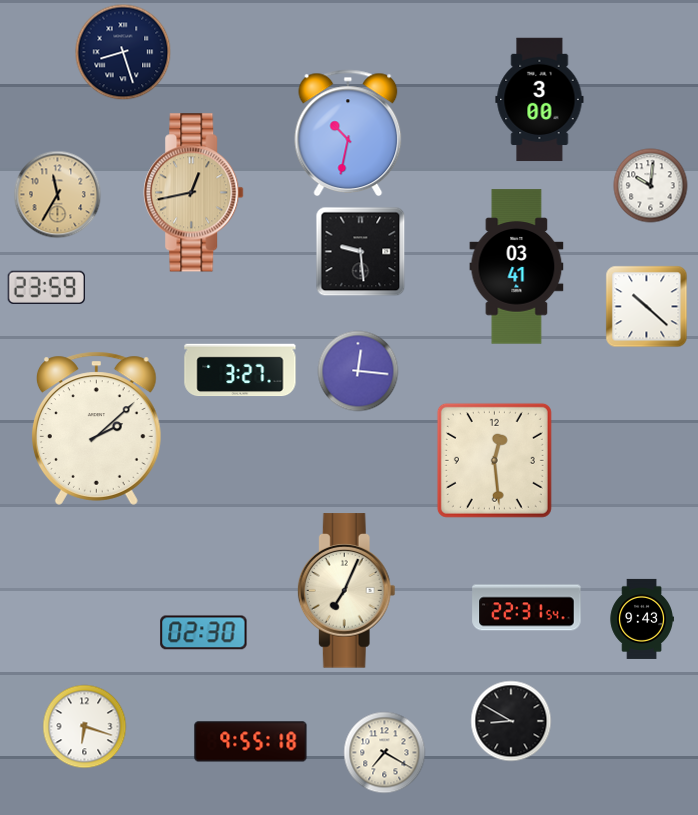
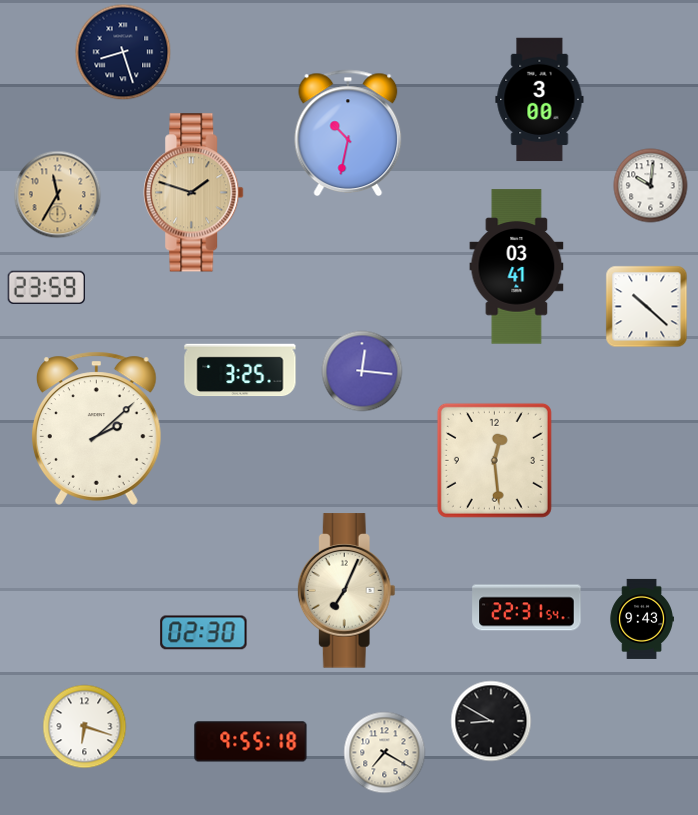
clock at (194, 193): 12:43 -> 1:48
clock at (361, 252): 9:29 -> none
clock at (240, 370): 3:27 -> 3:25
clock at (358, 371) position: (358, 371) -> (362, 371)
clock at (511, 721) position: (511, 721) -> (491, 721)
